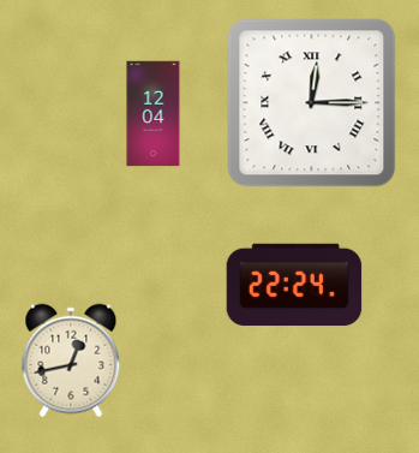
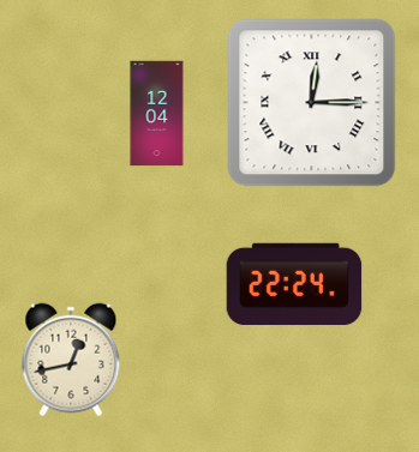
clock at (154, 114) position: (154, 114) -> (157, 114)
